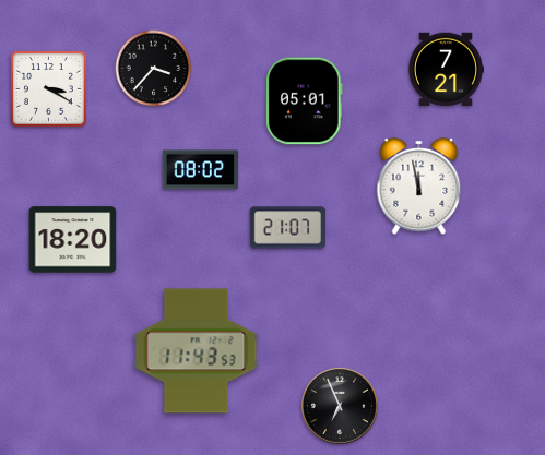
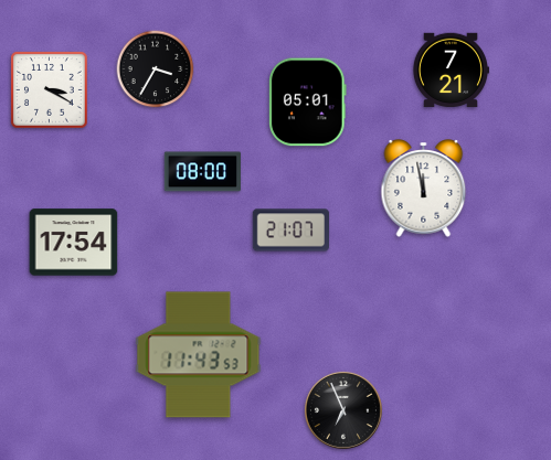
clock at (154, 69): 3:37 -> 3:35
clock at (200, 170): 08:02 -> 08:00
clock at (73, 240): 18:20 -> 17:54
